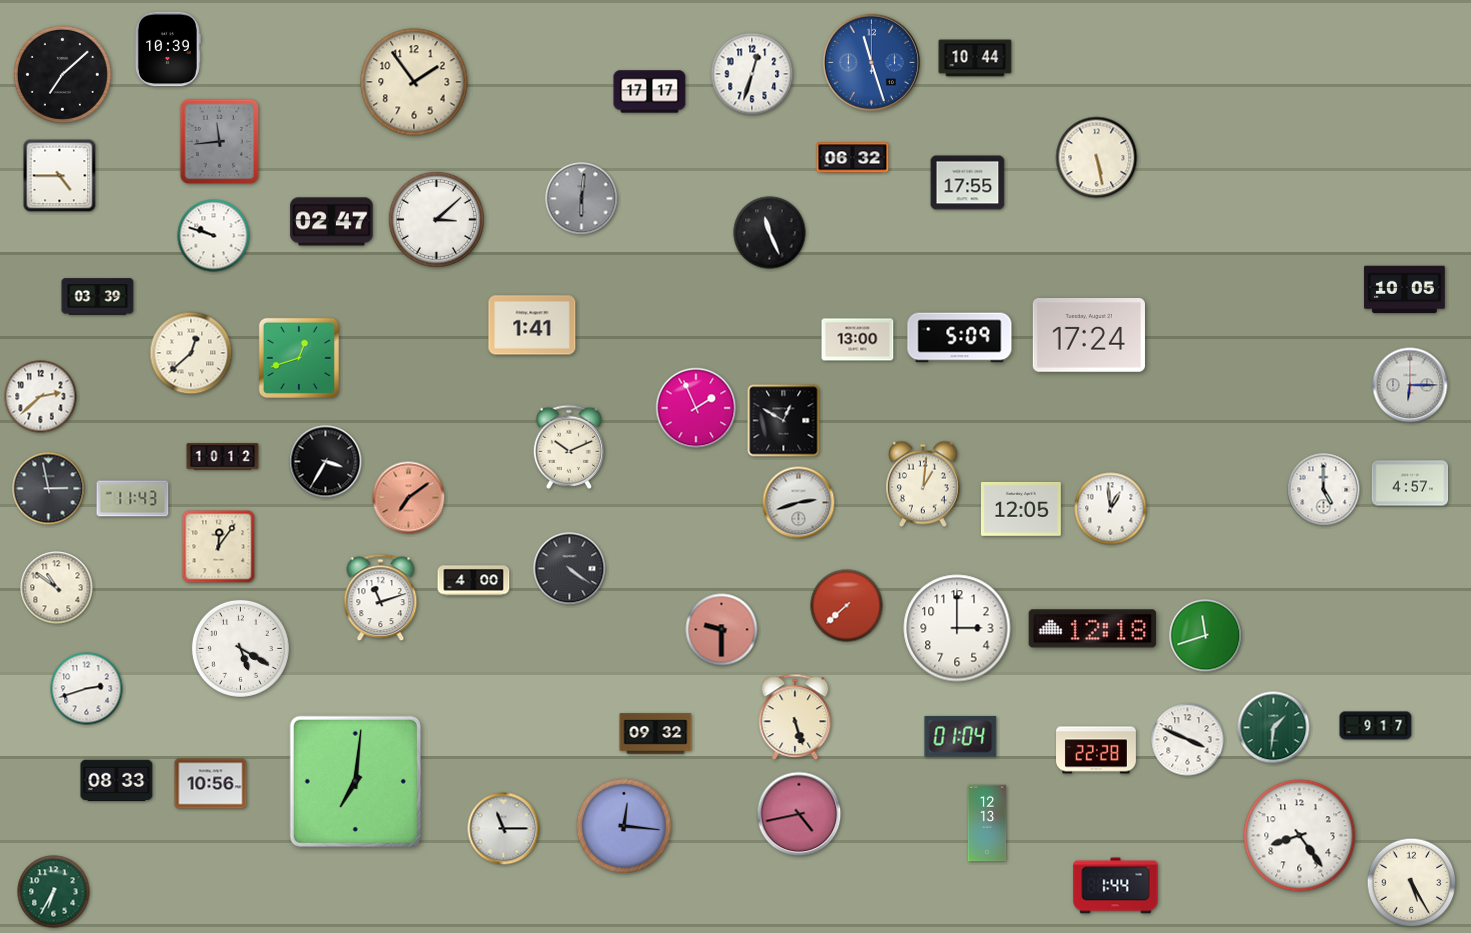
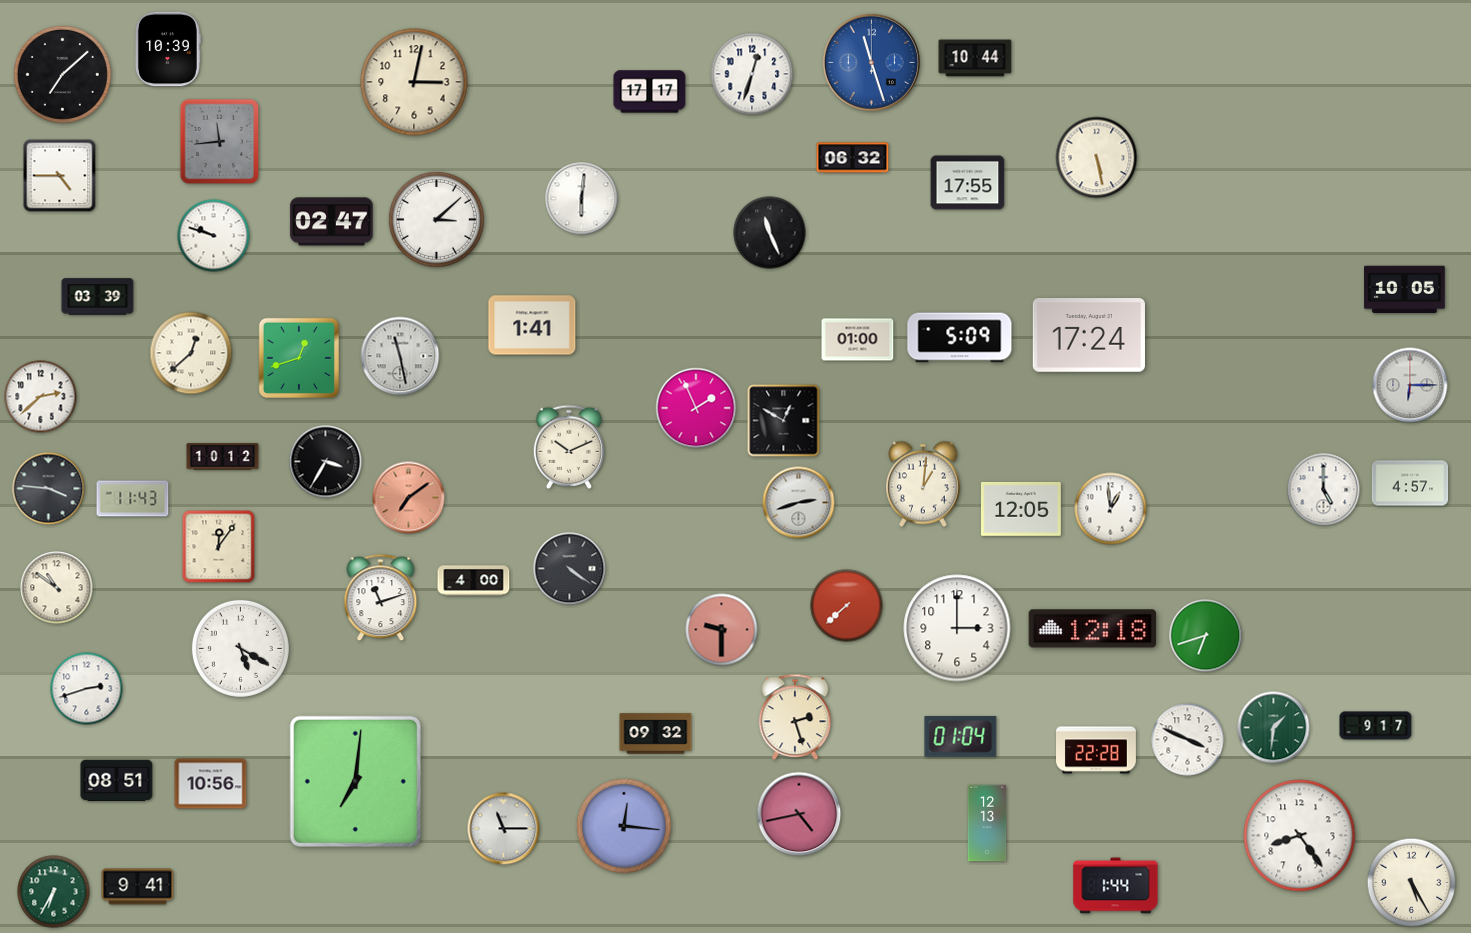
clock at (414, 82): 1:54 -> 3:02
clock at (582, 199) dial: grey -> white
clock at (858, 340): 13:00 -> 01:00
clock at (400, 356): none -> 11:28
clock at (49, 489): 2:58 -> 3:46
clock at (1206, 636): 11:42 -> 6:42
clock at (795, 717): 5:27 -> 2:27
clock at (117, 781): 08:33 -> 08:51
clock at (138, 887): none -> 9:41
